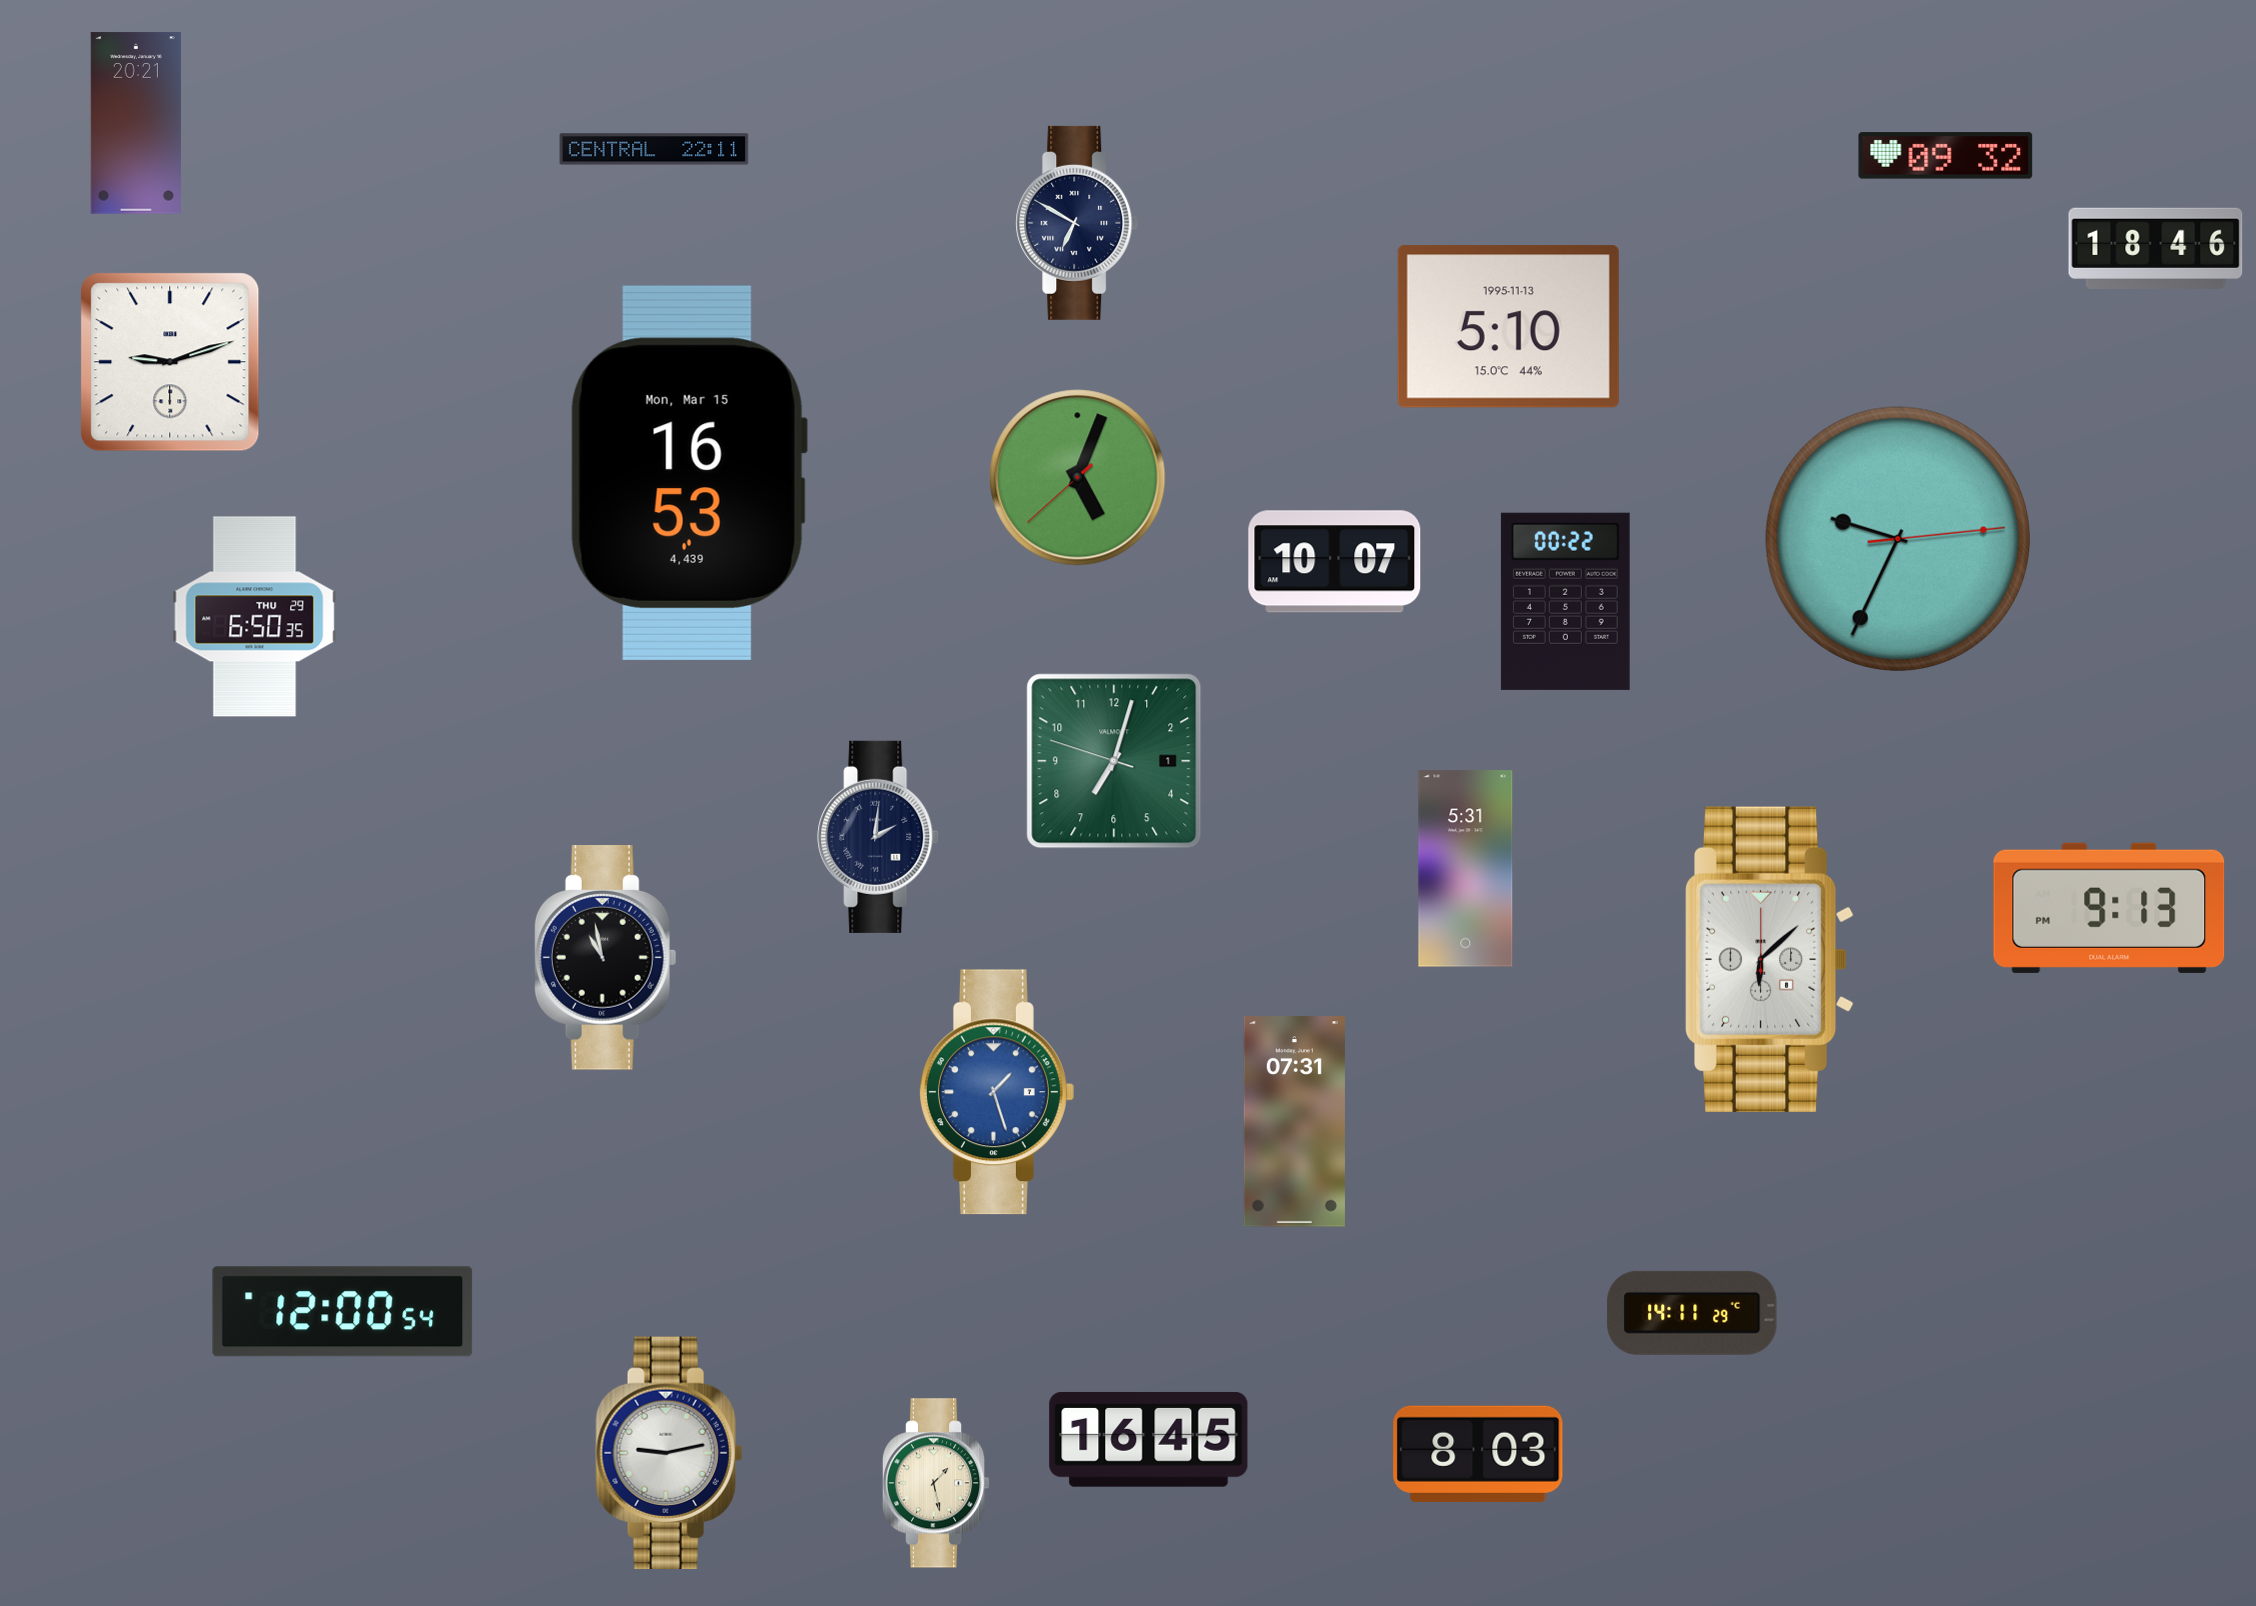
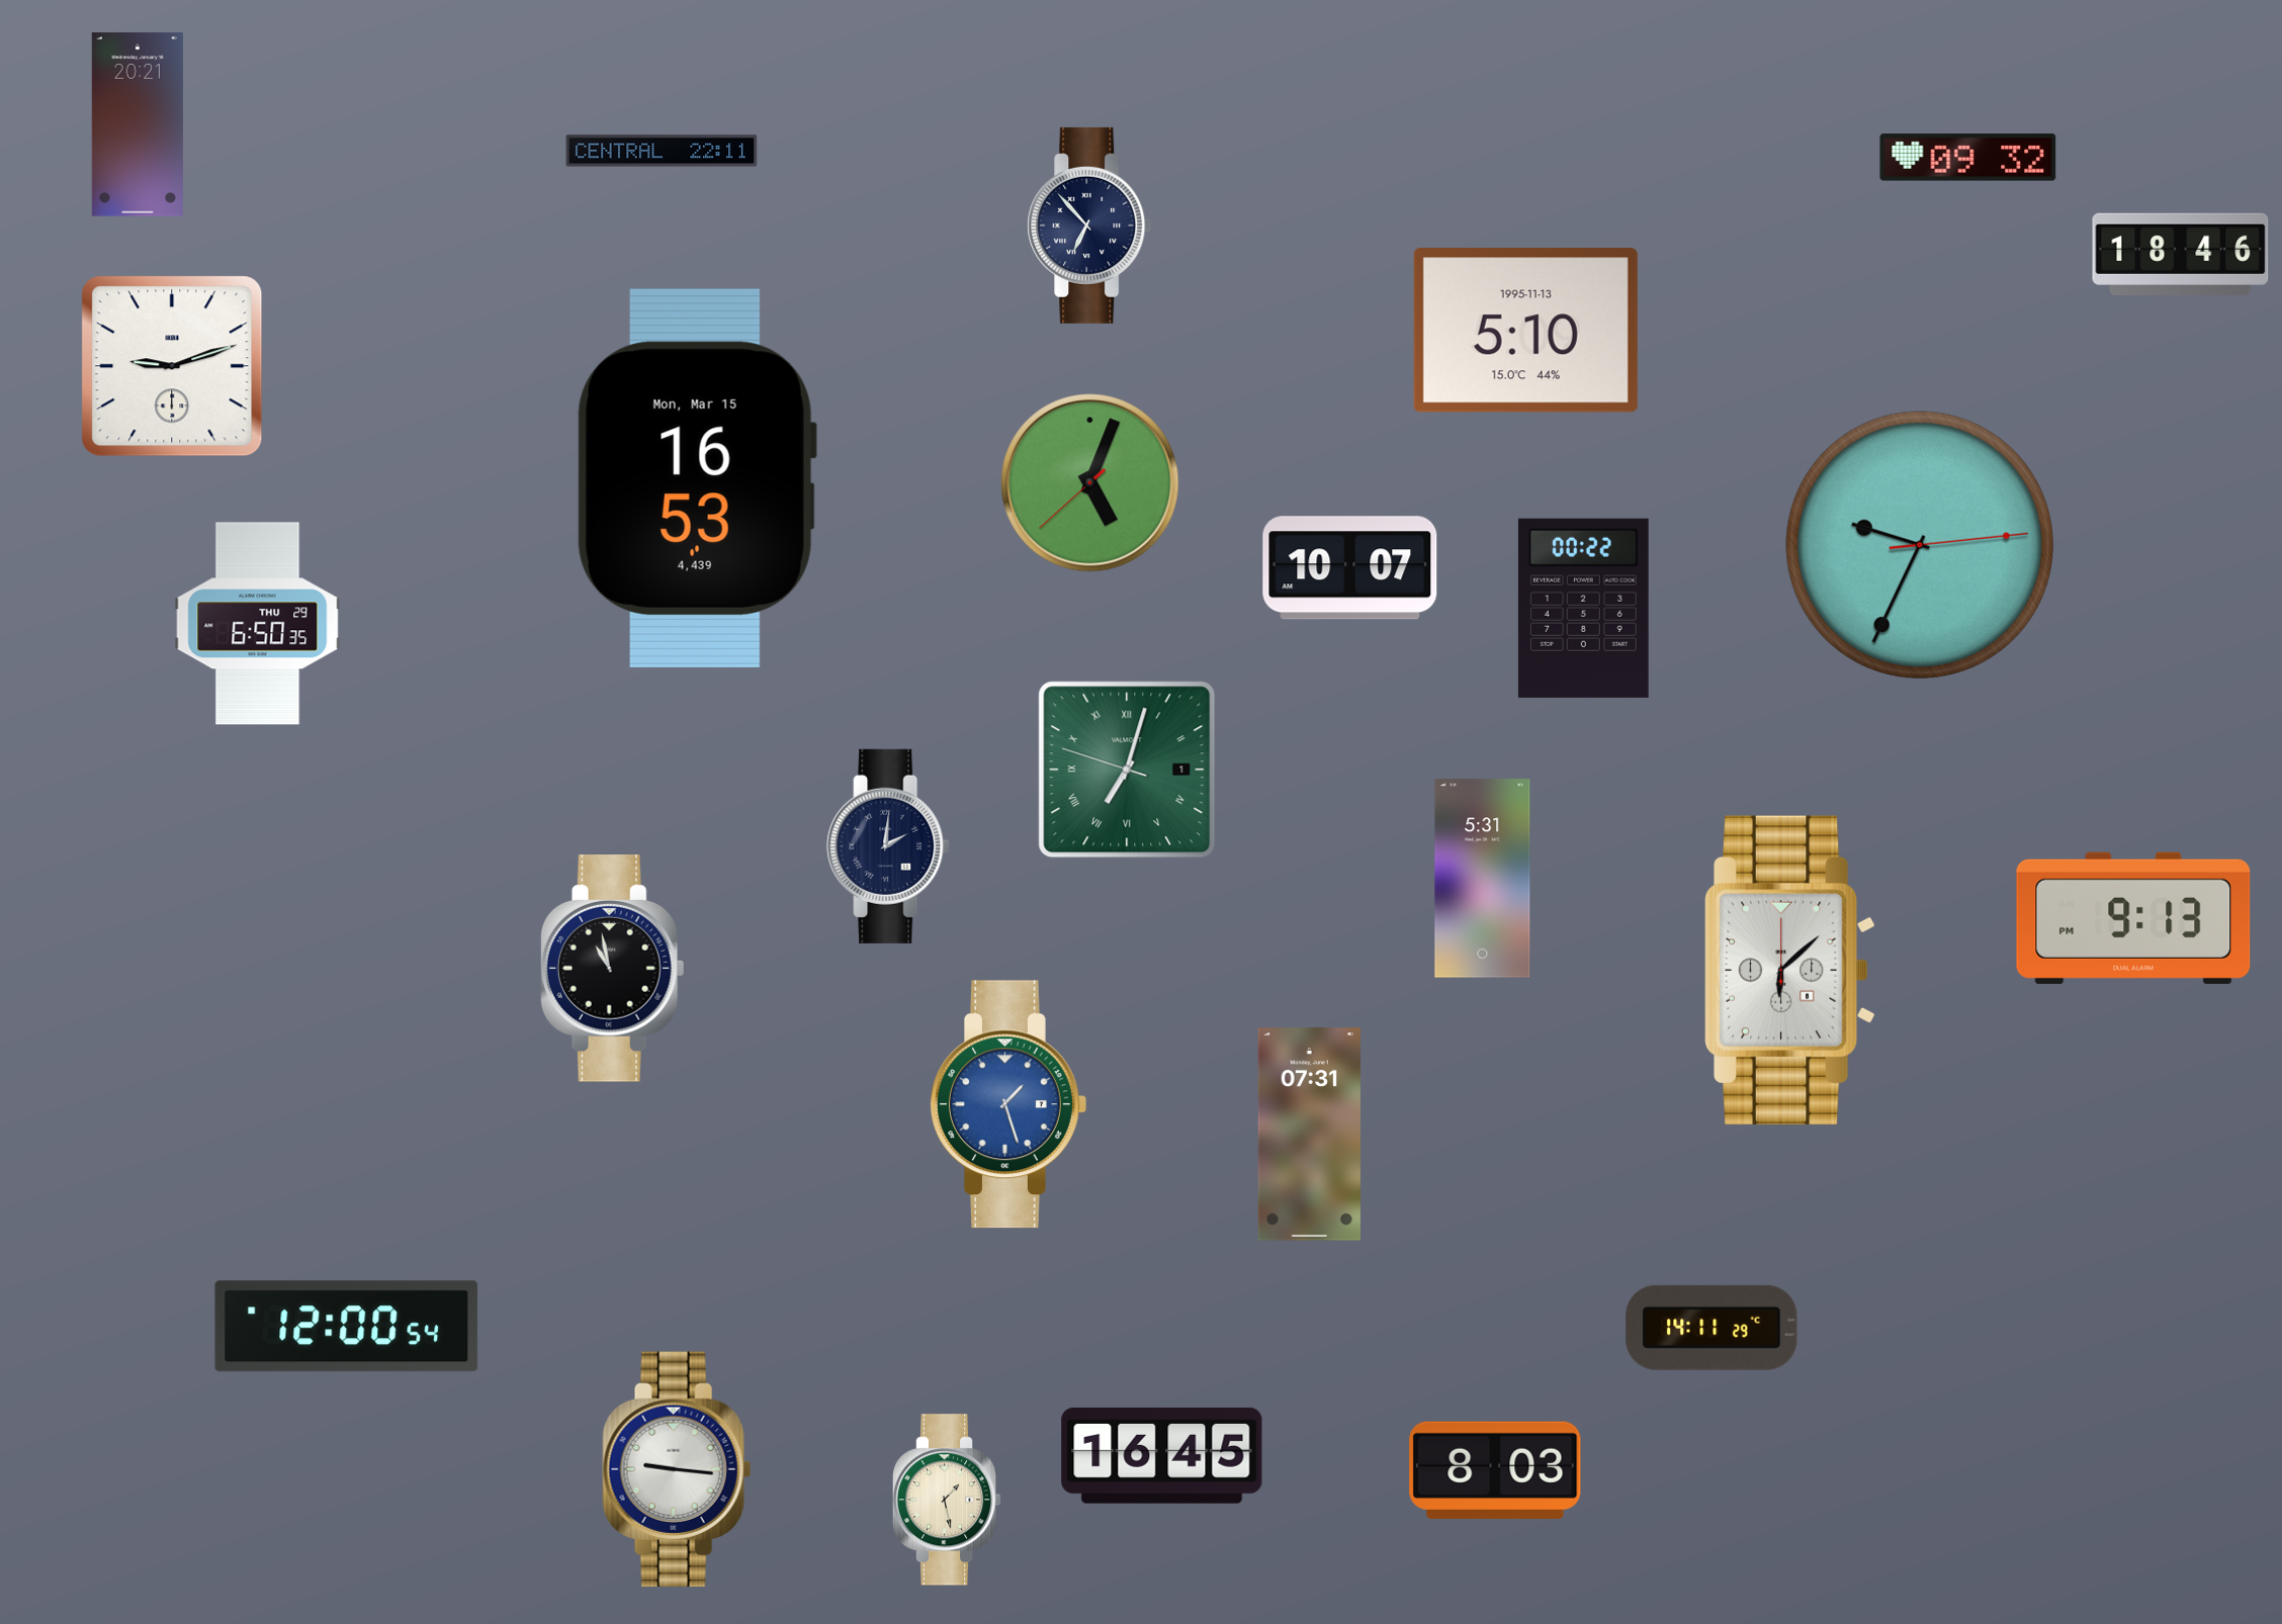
clock at (1077, 223): 6:50 -> 6:53
clock at (2156, 248) position: (2156, 248) -> (2181, 254)
clock at (1114, 761) numerals: Arabic -> Roman
clock at (669, 1452): 9:13 -> 9:16
